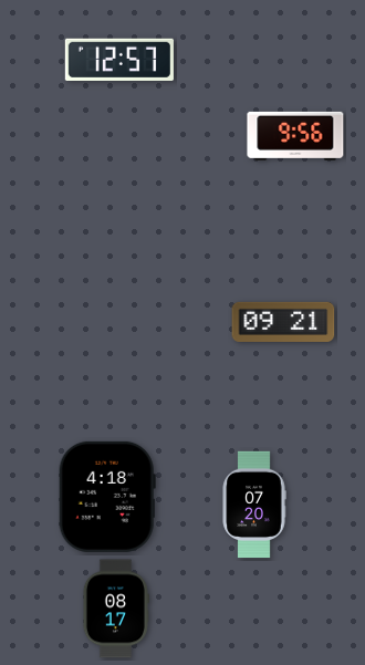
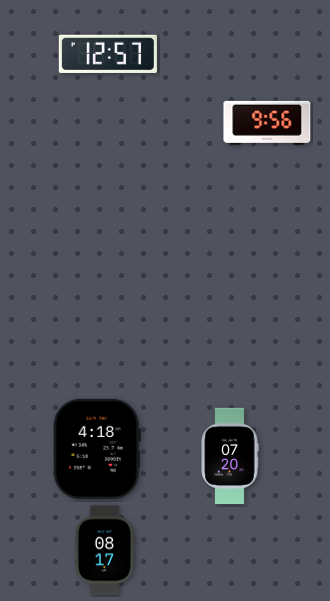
clock at (283, 322): 09:21 -> none
